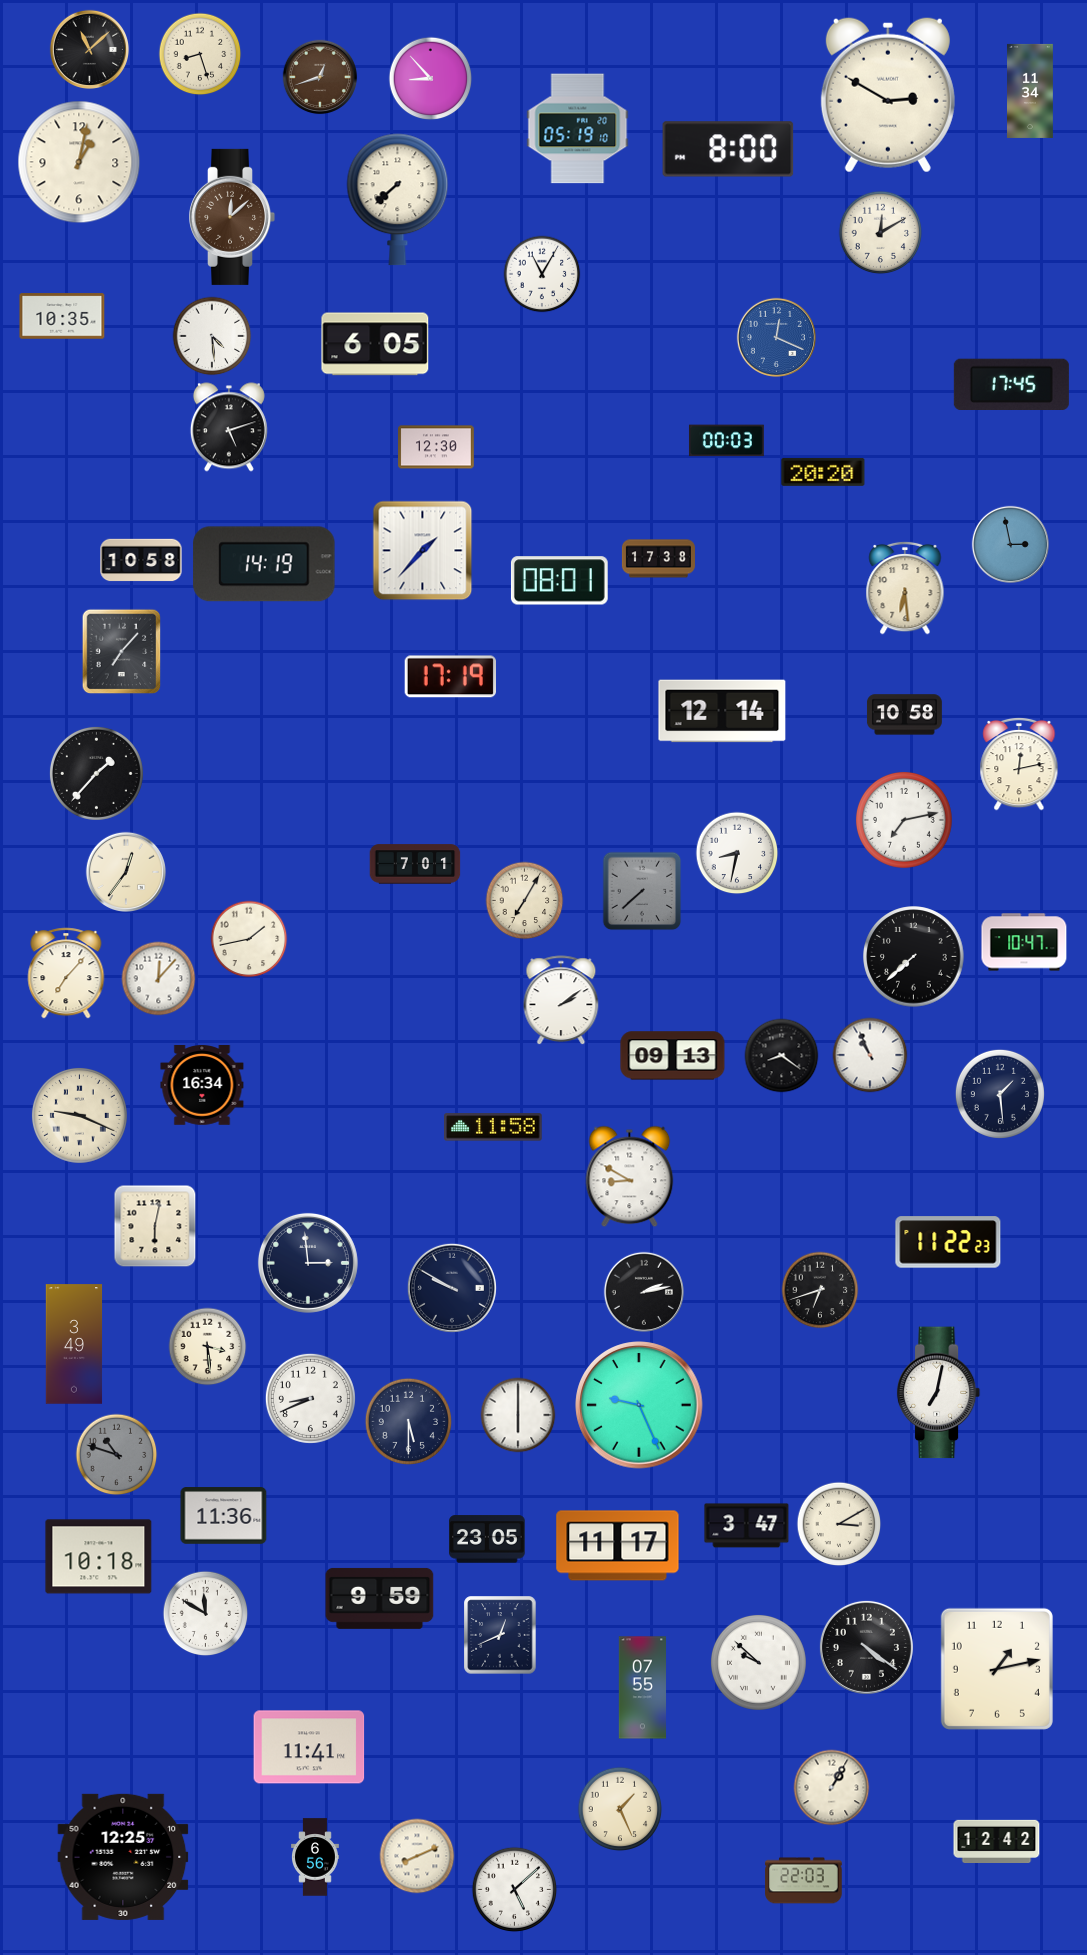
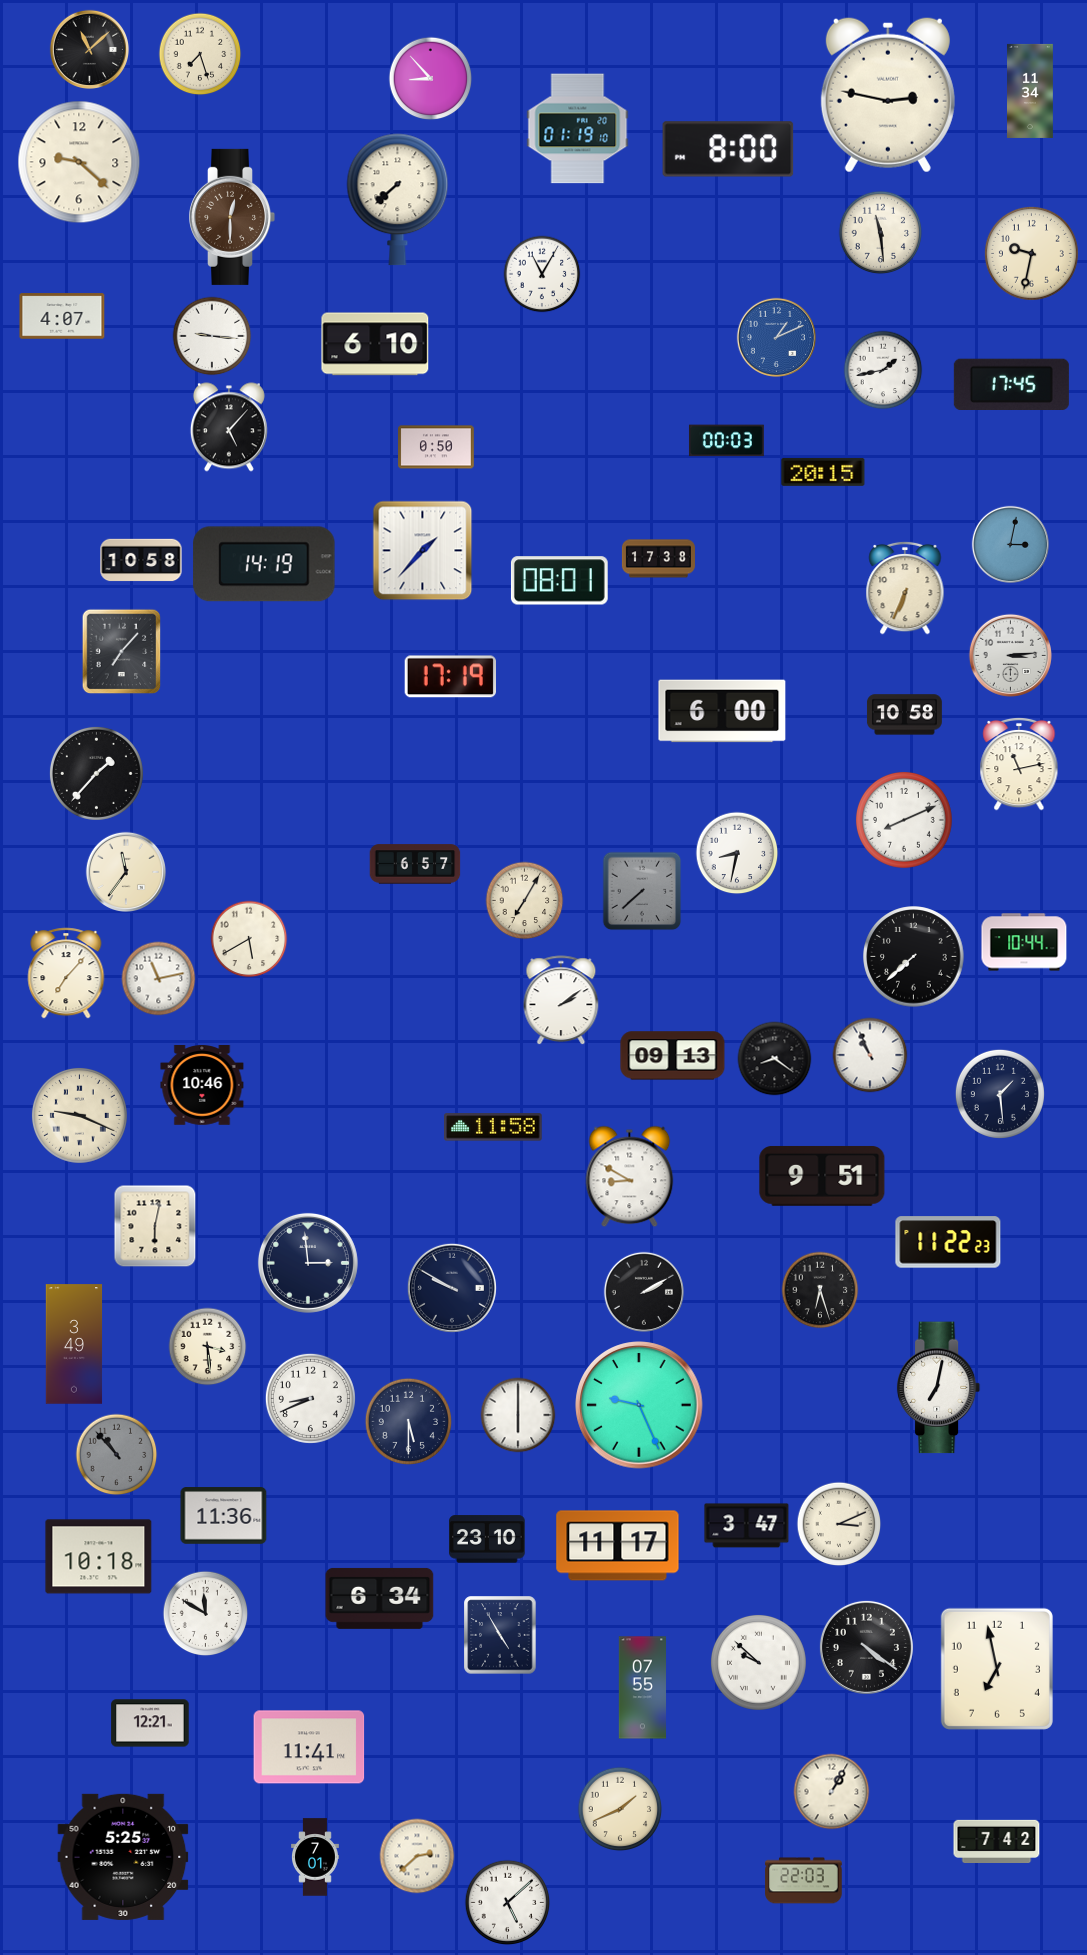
clock at (200, 54): 8:27 -> 7:27
clock at (320, 77): 12:42 -> none
clock at (888, 95): 2:50 -> 2:47
clock at (578, 129): 05:19 -> 01:19
clock at (79, 162): 1:02 -> 9:22
clock at (233, 217): 12:08 -> 12:30
clock at (881, 233): 12:10 -> 11:29
clock at (1031, 253): none -> 9:32
clock at (62, 316): 10:35 -> 4:07
clock at (212, 336): 4:29 -> 9:16
clock at (776, 337): 12:19 -> 1:11
clock at (375, 344): 6:05 -> 6:10
clock at (883, 370): none -> 1:43
clock at (229, 427): 5:12 -> 5:07
clock at (436, 447): 12:30 -> 0:50
clock at (823, 472): 20:20 -> 20:15
clock at (1010, 544): 2:58 -> 3:02
clock at (905, 588): 6:29 -> 6:34
clock at (1010, 655): none -> 3:14
clock at (722, 711): 12:14 -> 6:00
clock at (1019, 764): 12:13 -> 11:13
clock at (905, 820): 7:13 -> 8:11
clock at (415, 864): 7:01 -> 6:57
clock at (125, 871): 12:36 -> 11:36
clock at (249, 939): 1:43 -> 5:40
clock at (1024, 942): 10:47 -> 10:44
clock at (159, 979): 12:07 -> 11:13
clock at (782, 1056) position: (782, 1056) -> (775, 1059)
clock at (202, 1086): 16:34 -> 10:46
clock at (822, 1176): none -> 9:51
clock at (820, 1290): 6:42 -> 6:27
clock at (643, 1291): 2:13 -> 2:10
clock at (939, 1393) position: (939, 1393) -> (939, 1388)
clock at (117, 1455): 10:48 -> 10:53
clock at (839, 1524): 3:10 -> 3:11
clock at (488, 1539): 23:05 -> 23:10
clock at (380, 1598): 9:59 -> 6:34
clock at (500, 1635): 12:41 -> 4:55
clock at (997, 1669): 1:13 -> 6:58
clock at (150, 1723): none -> 12:21
clock at (832, 1788) position: (832, 1788) -> (832, 1792)
clock at (620, 1809): 1:26 -> 1:41
clock at (997, 1841): 12:42 -> 7:42
clock at (417, 1856): 8:11 -> 2:38
clock at (123, 1857): 12:25 -> 5:25
clock at (316, 1857): 6:56 -> 7:01
clock at (515, 1890) position: (515, 1890) -> (508, 1903)
